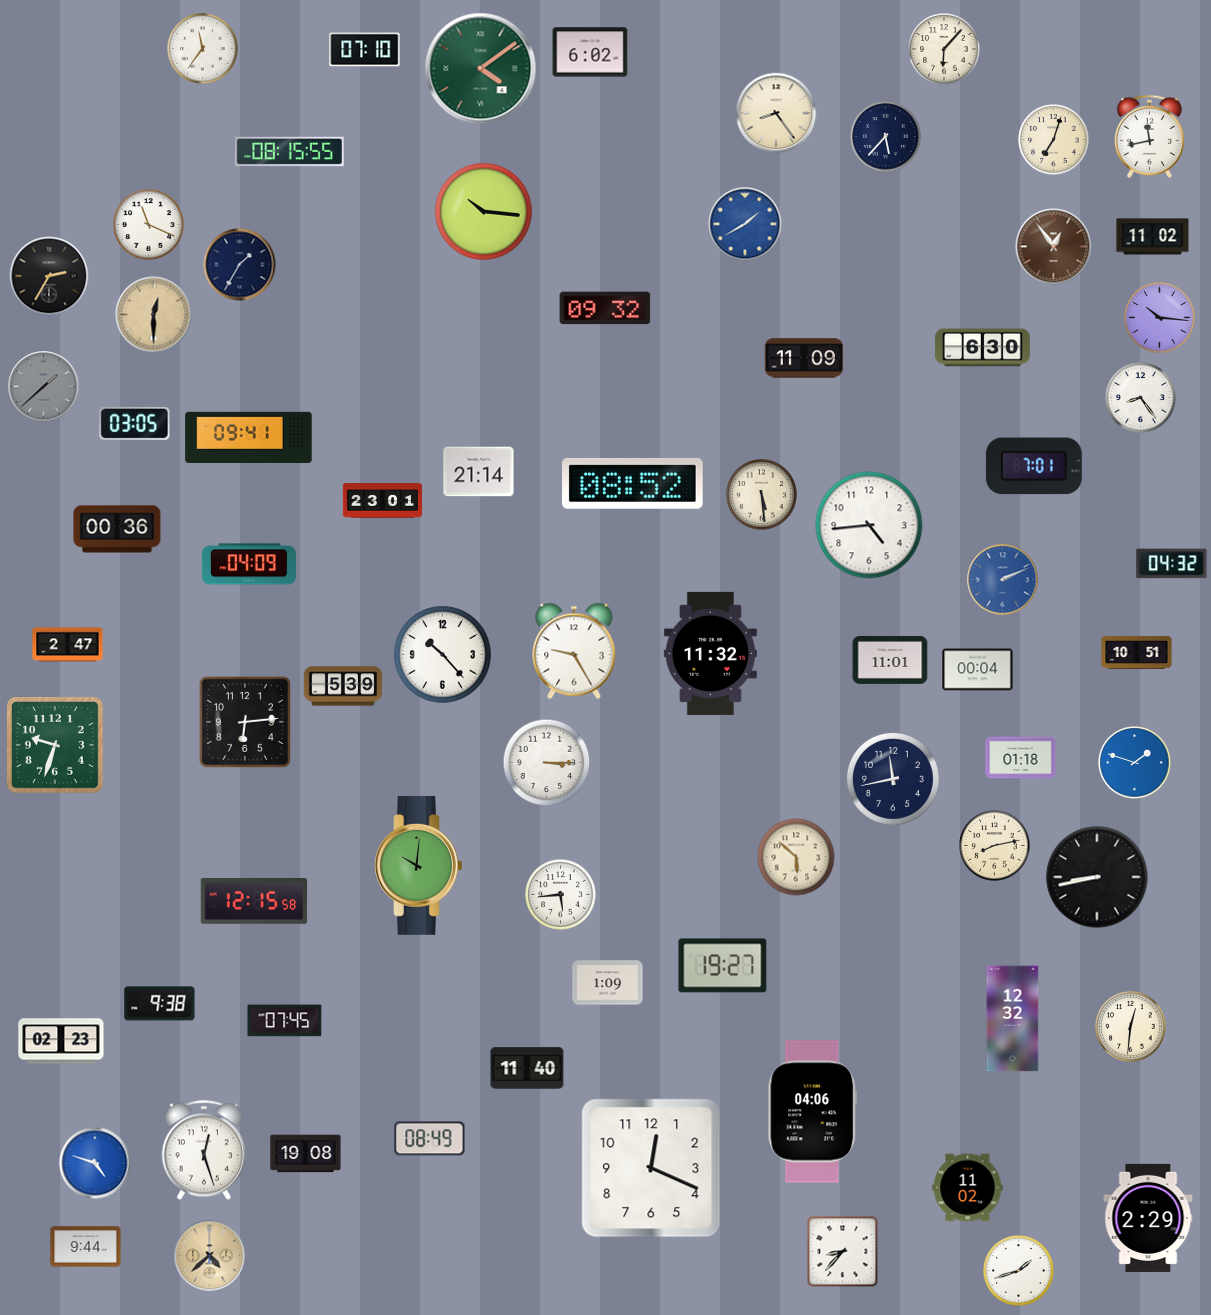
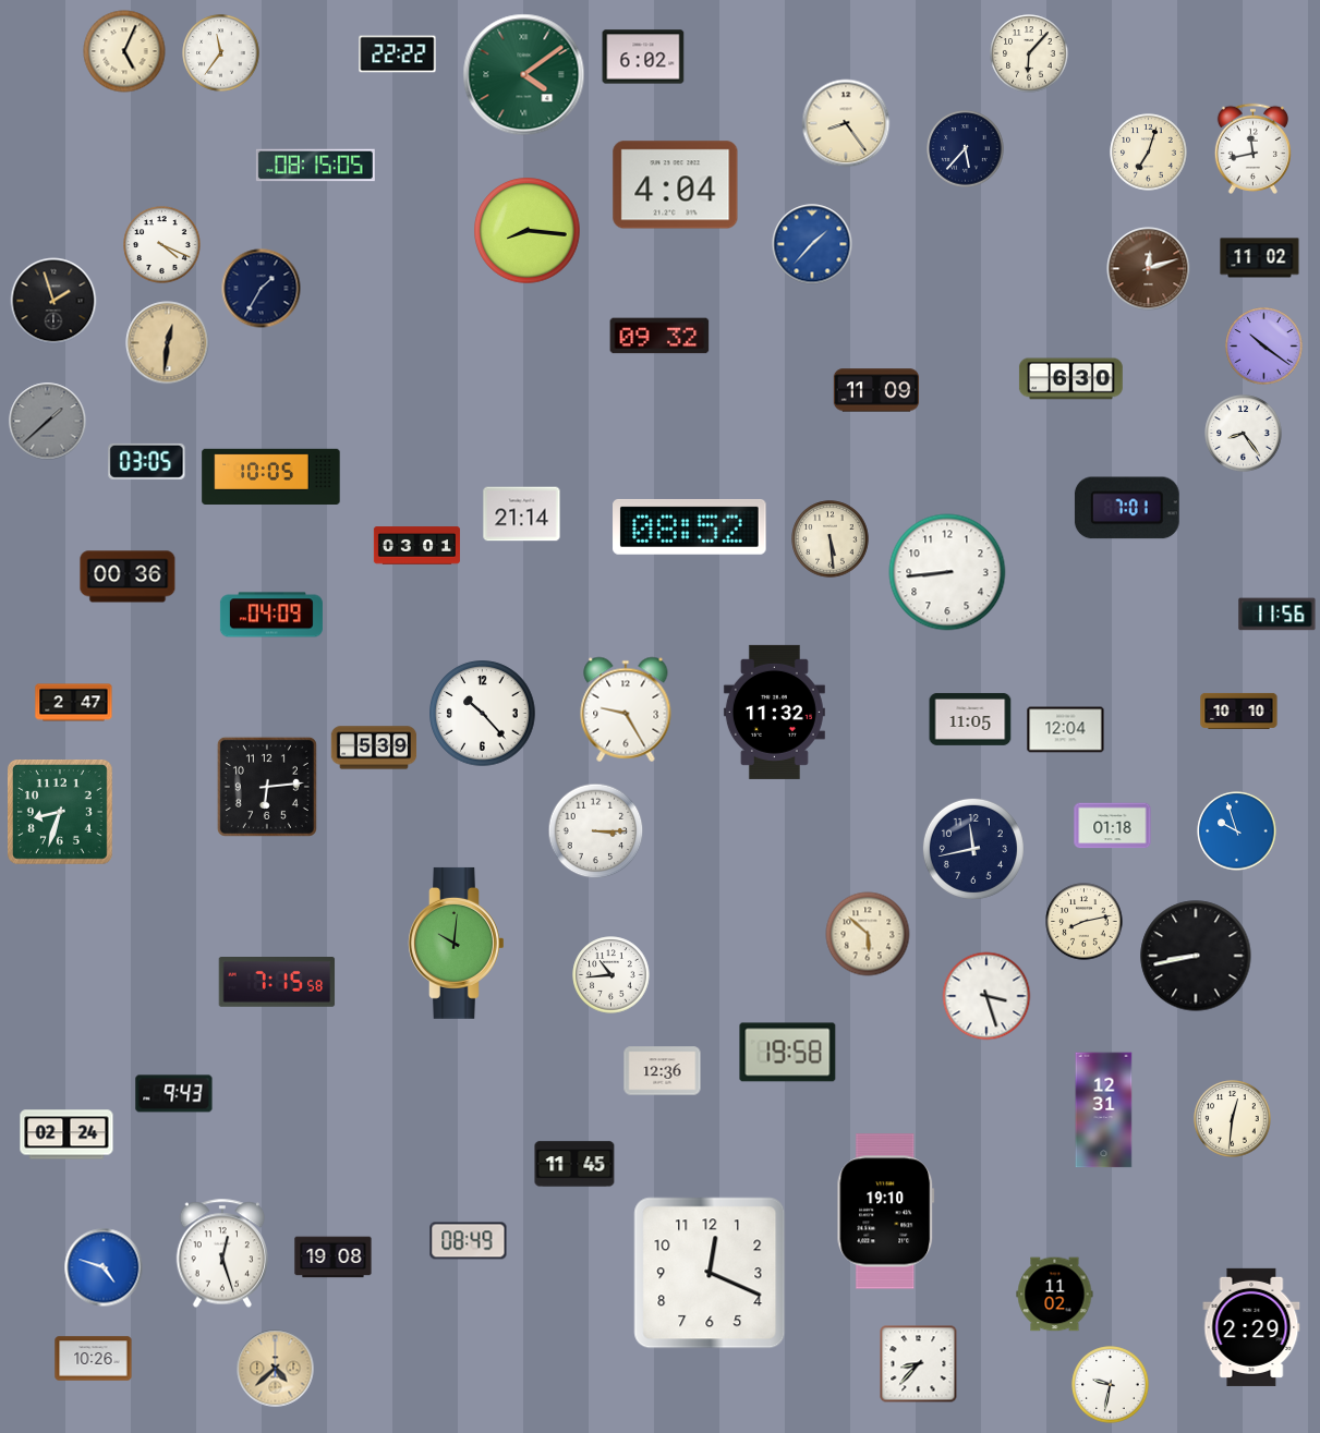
clock at (124, 51): none -> 5:04
clock at (365, 50): 07:10 -> 22:22
clock at (289, 152): 08:15:55 -> 08:15:05
clock at (676, 185): none -> 4:04
clock at (484, 212): 10:16 -> 8:16
clock at (745, 224): 1:40 -> 1:37
clock at (149, 225): 11:19 -> 4:19
clock at (1153, 237) position: (1153, 237) -> (1260, 258)
clock at (1054, 247): 12:54 -> 12:12
clock at (49, 276): 2:35 -> 1:57
clock at (154, 315): 12:30 -> 12:31
clock at (1160, 318): 10:16 -> 10:21
clock at (249, 438): 09:41 -> 10:05
clock at (382, 501): 23:01 -> 03:01
clock at (869, 525): 4:44 -> 8:44
clock at (1172, 564): 04:32 -> 11:56
clock at (1003, 580): 2:11 -> none
clock at (1137, 652): 10:51 -> 10:10
clock at (890, 660): 11:01 -> 11:05
clock at (978, 670): 00:04 -> 12:04
clock at (56, 746): 9:33 -> 8:33
clock at (1135, 763): 1:48 -> 9:57
clock at (561, 895): 5:44 -> 10:44
clock at (254, 902): 12:15 -> 7:15
clock at (986, 996): none -> 3:27
clock at (723, 966): 19:27 -> 19:58
clock at (608, 983): 1:09 -> 12:36
clock at (160, 1004): 9:38 -> 9:43
clock at (1013, 1019): 12:32 -> 12:31
clock at (285, 1021): 07:45 -> none
clock at (61, 1041): 02:23 -> 02:24
clock at (527, 1068): 11:40 -> 11:45
clock at (813, 1112): 04:06 -> 19:10
clock at (86, 1247): 9:44 -> 10:26
clock at (210, 1256) position: (210, 1256) -> (276, 1369)
clock at (1019, 1271): 1:42 -> 9:32
